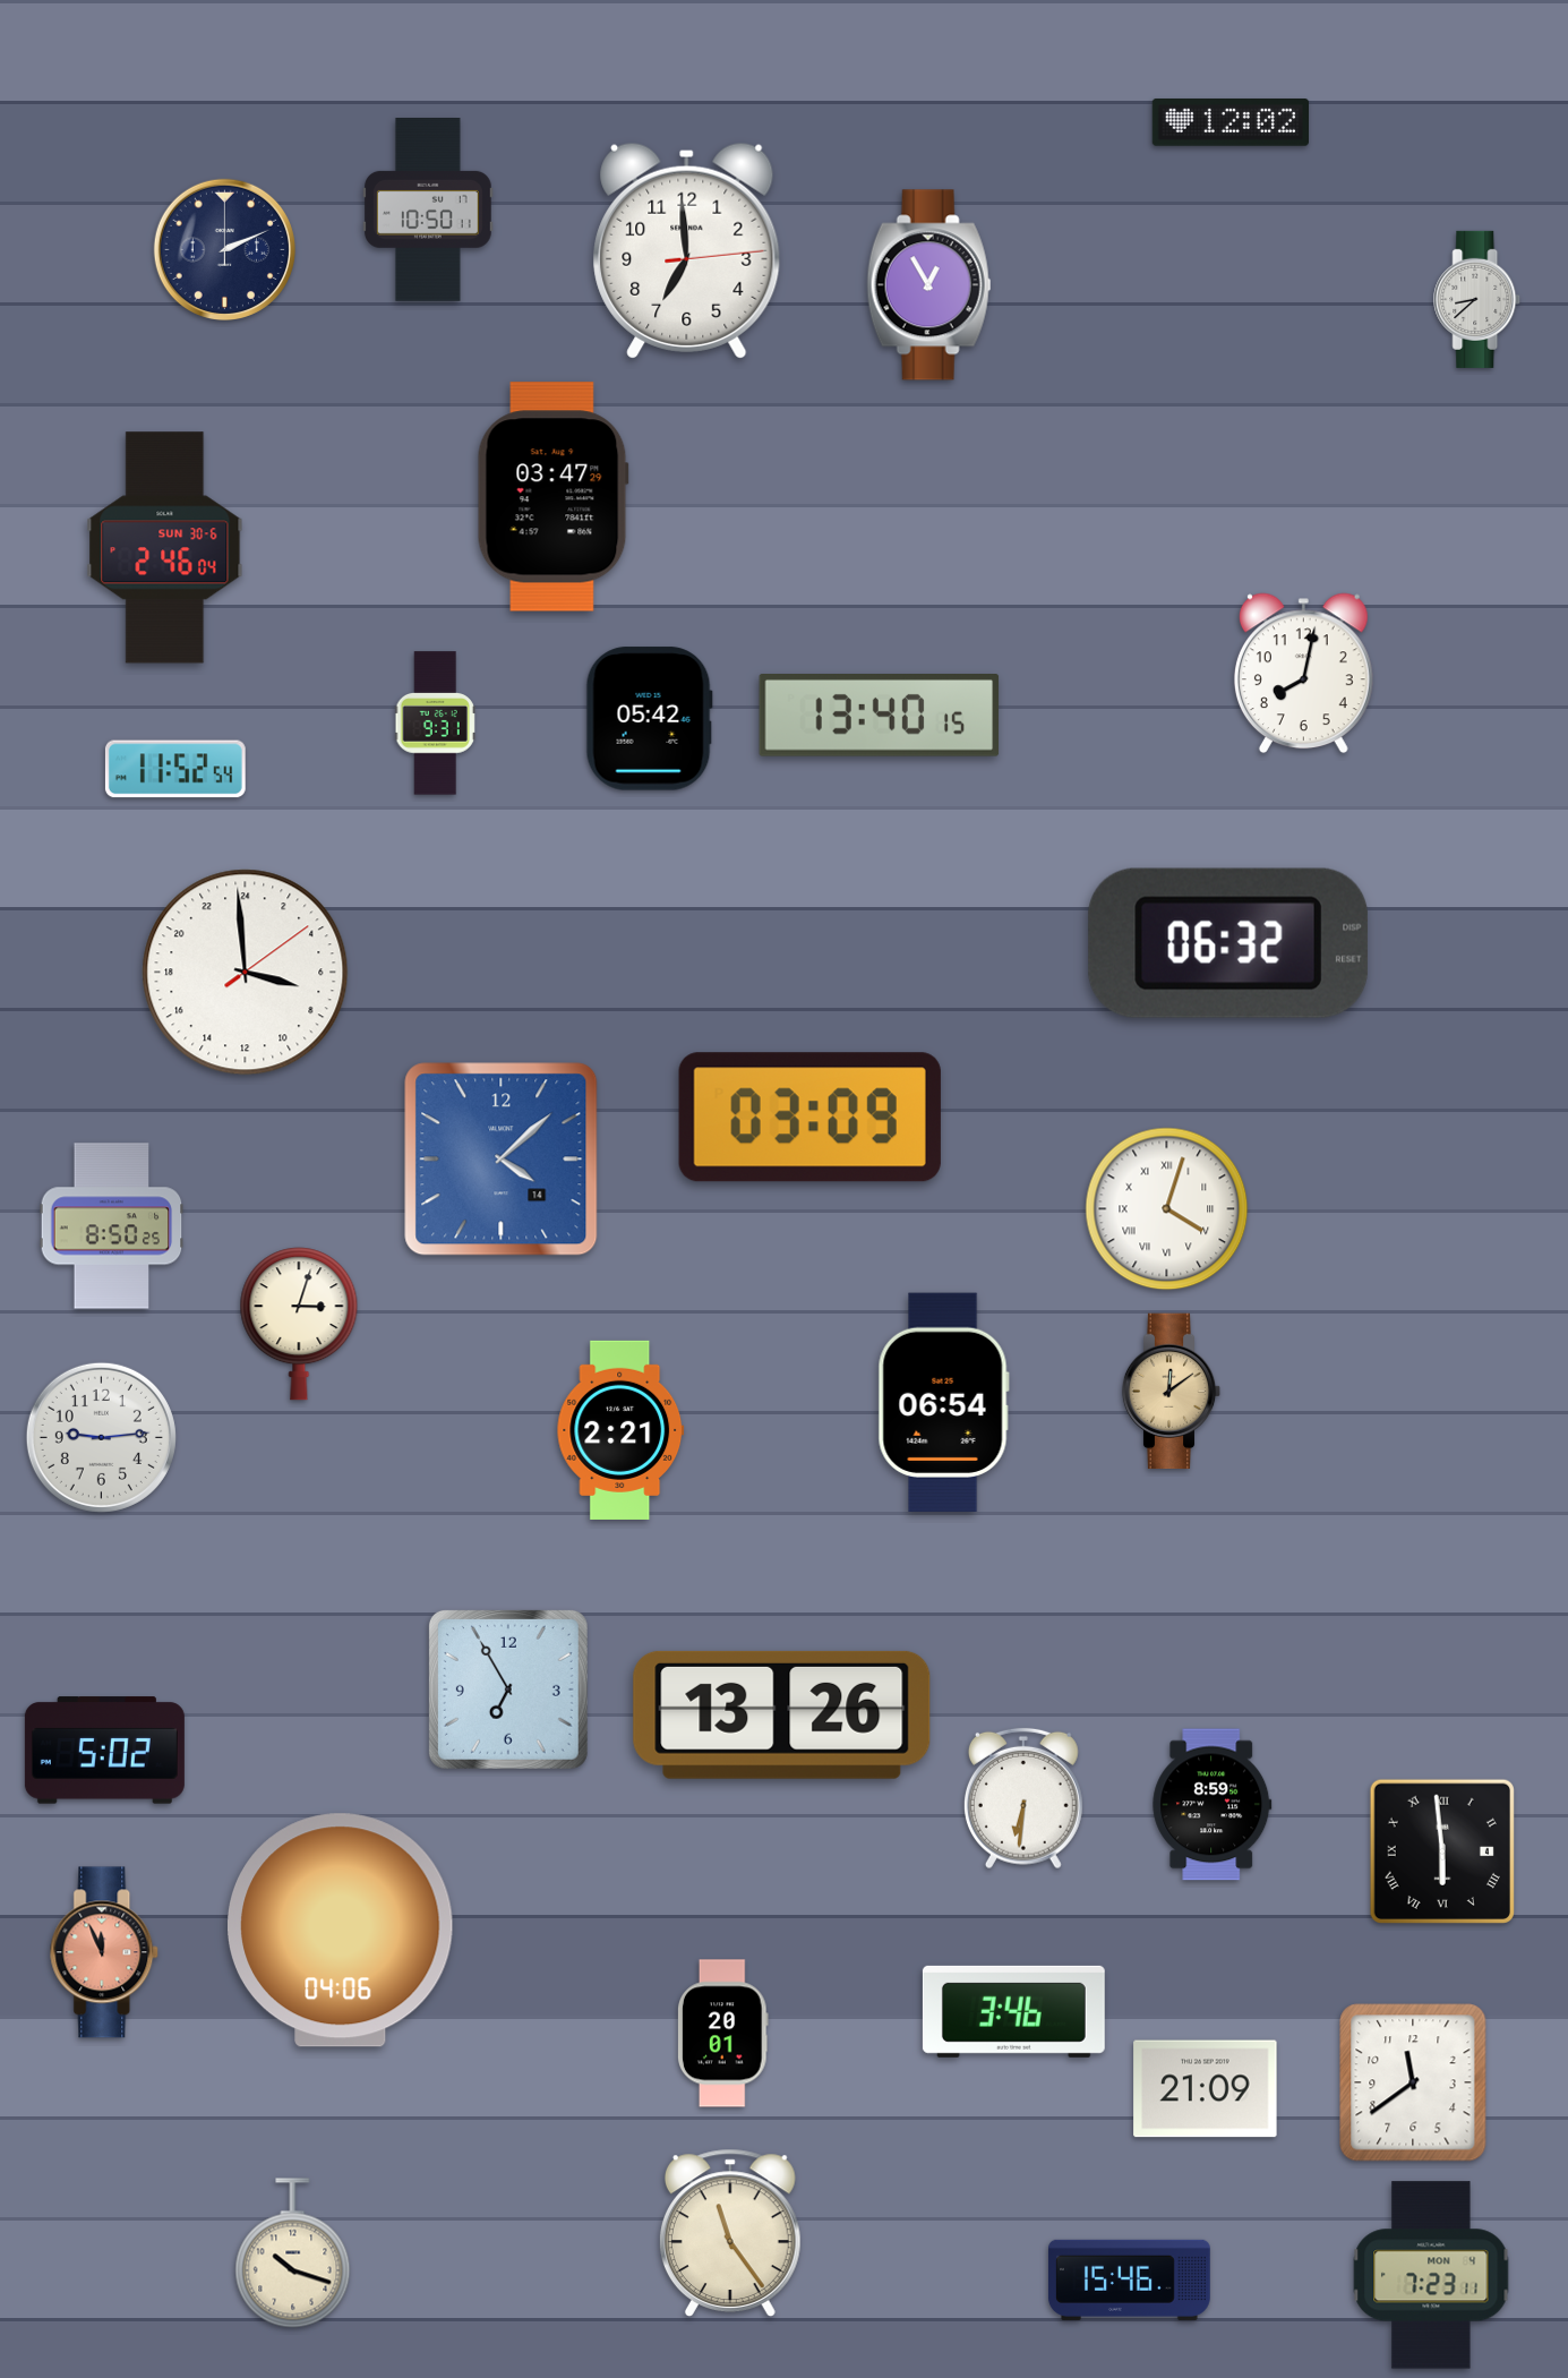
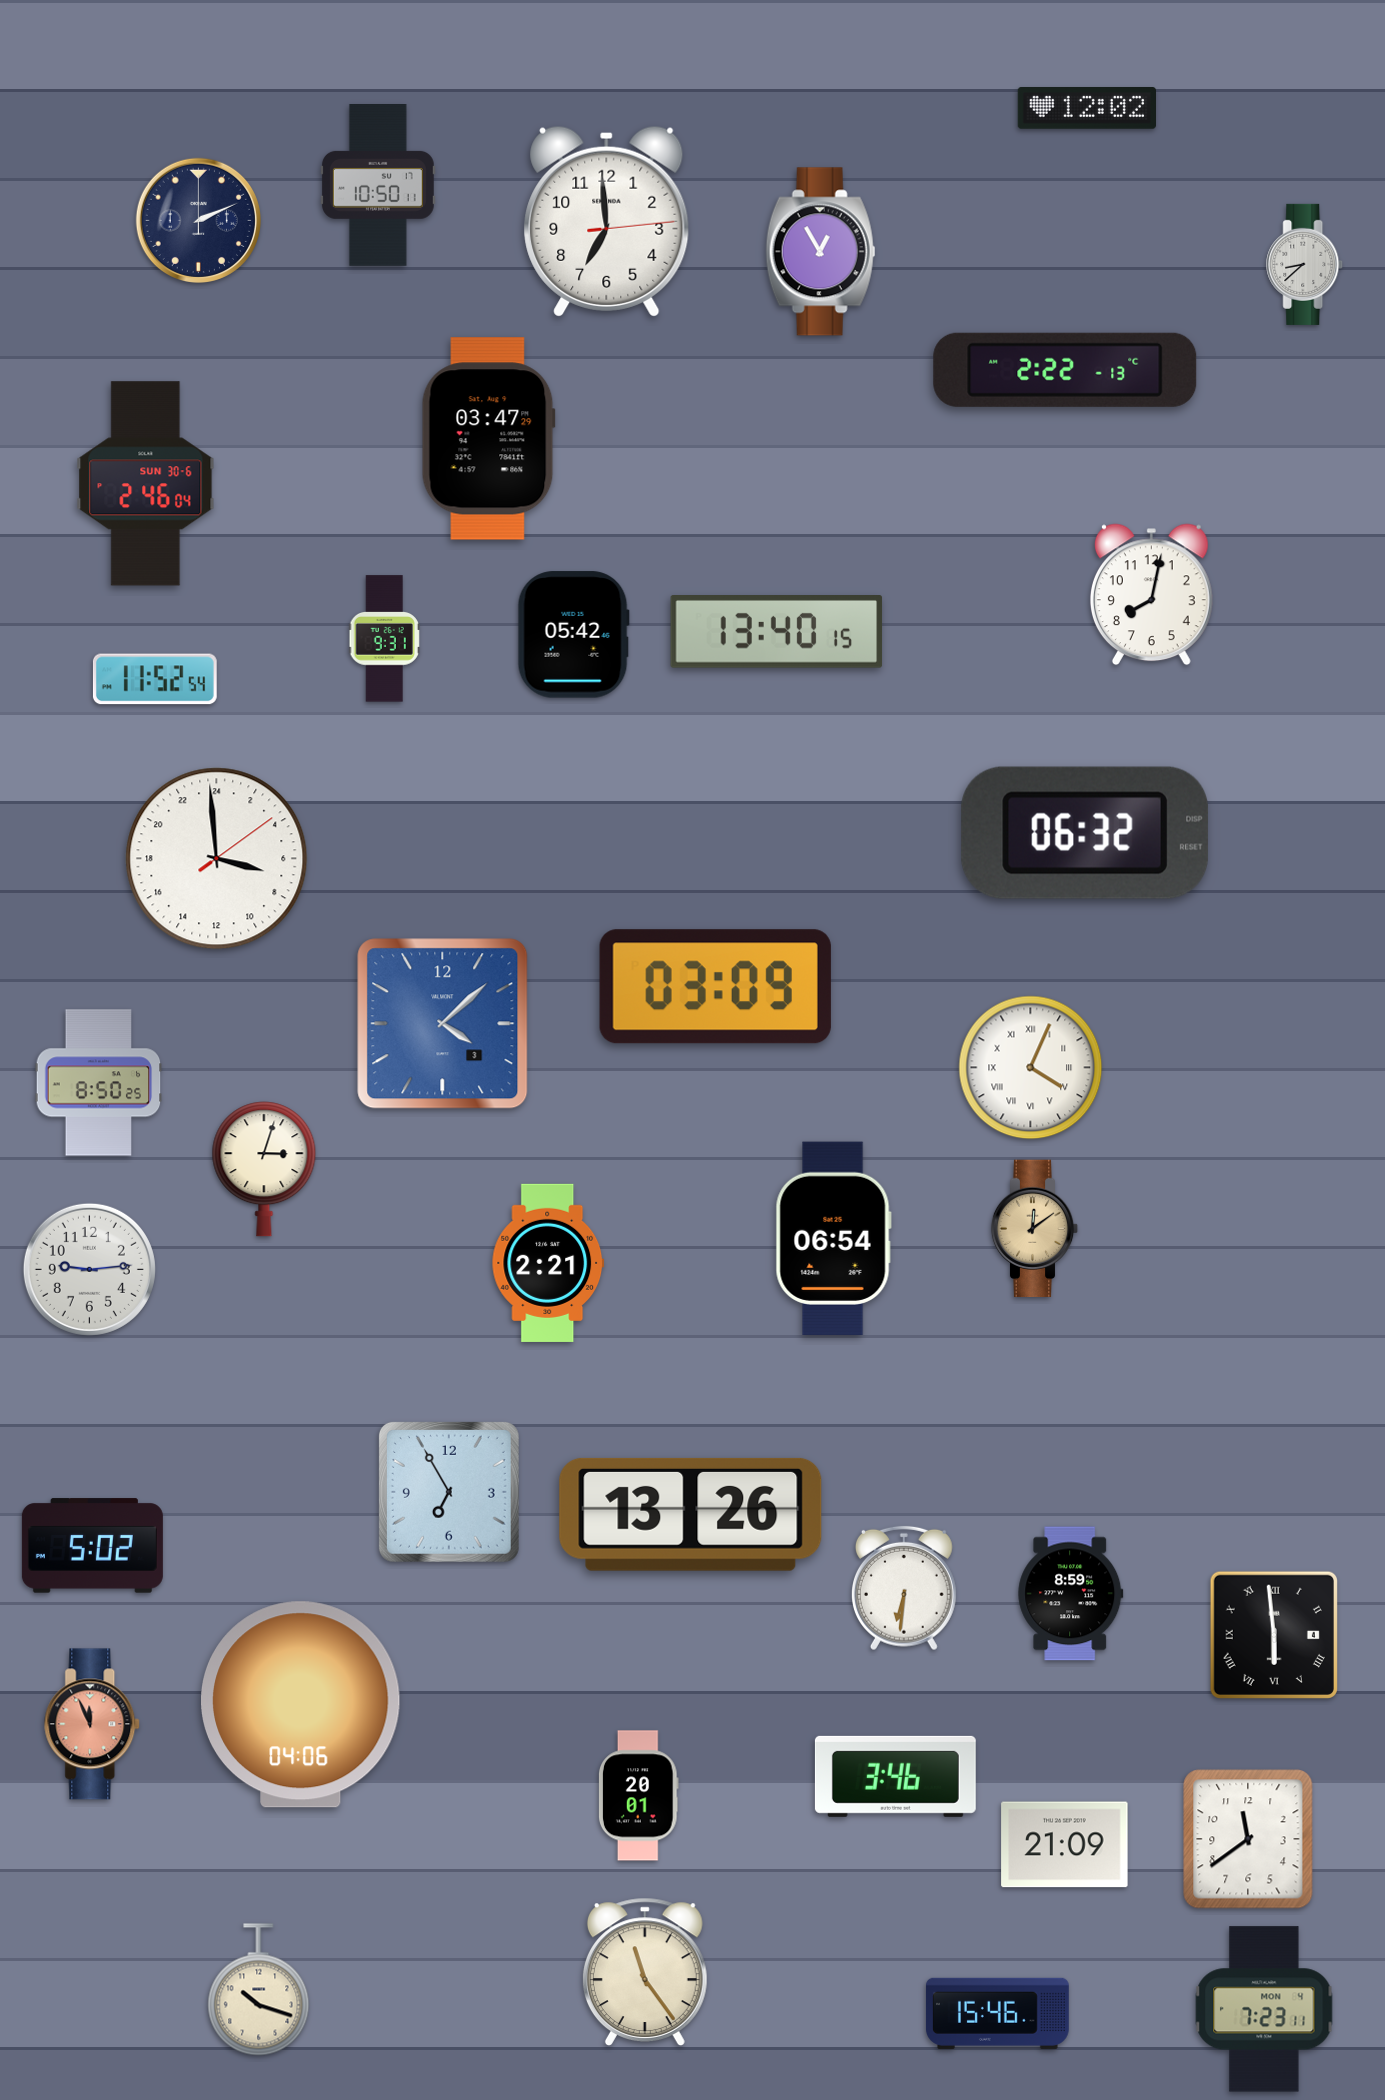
clock at (1065, 370): none -> 2:22
clock at (502, 1160) date: 14 -> 3
clock at (1167, 1209): 4:03 -> 4:04
